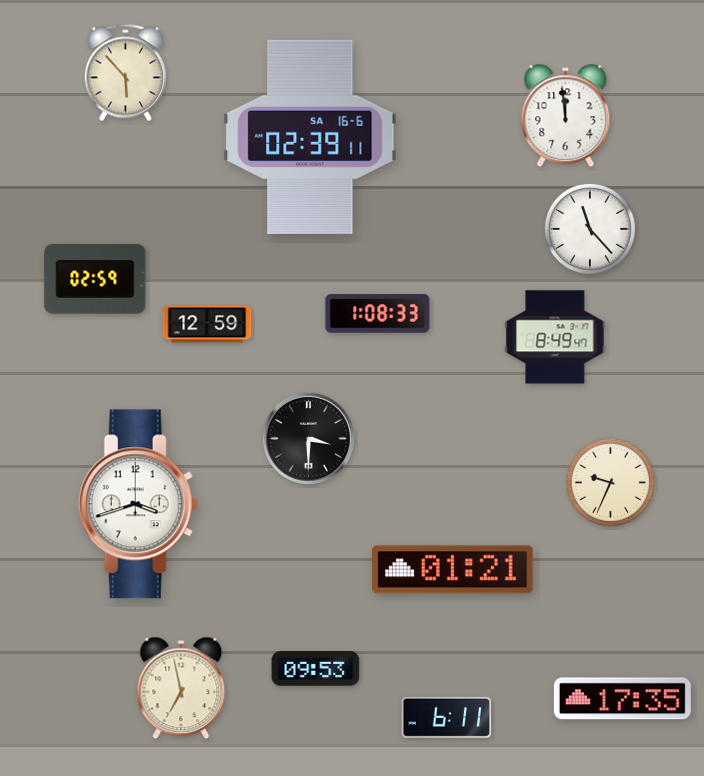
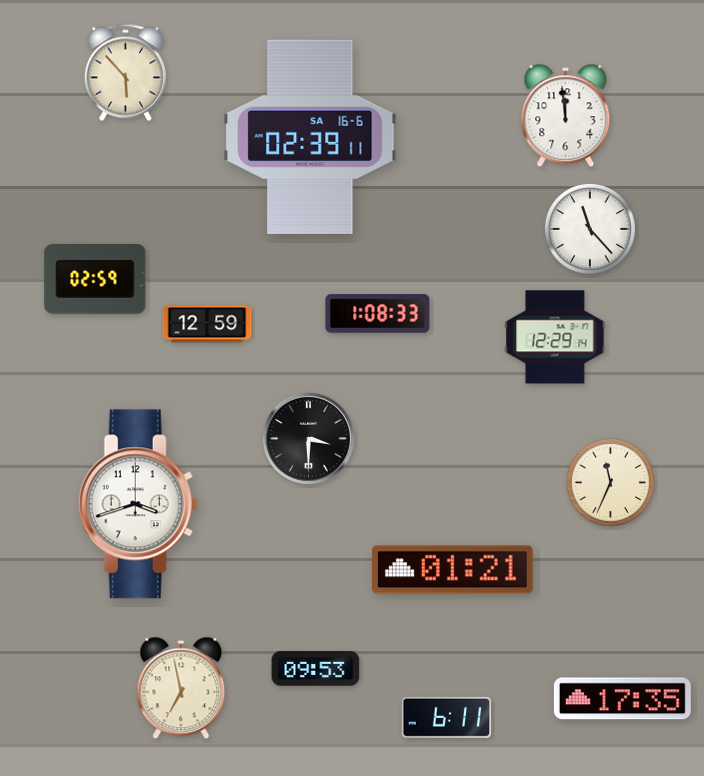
clock at (555, 337): 8:49 -> 12:29
clock at (610, 482): 9:34 -> 11:34
